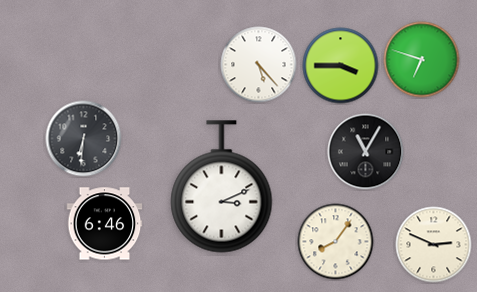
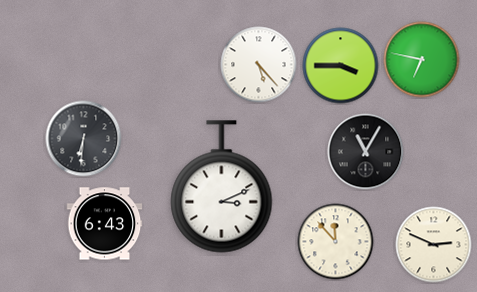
clock at (422, 60): 6:48 -> 6:47
clock at (105, 224): 6:46 -> 6:43
clock at (336, 242): 8:06 -> 11:53
